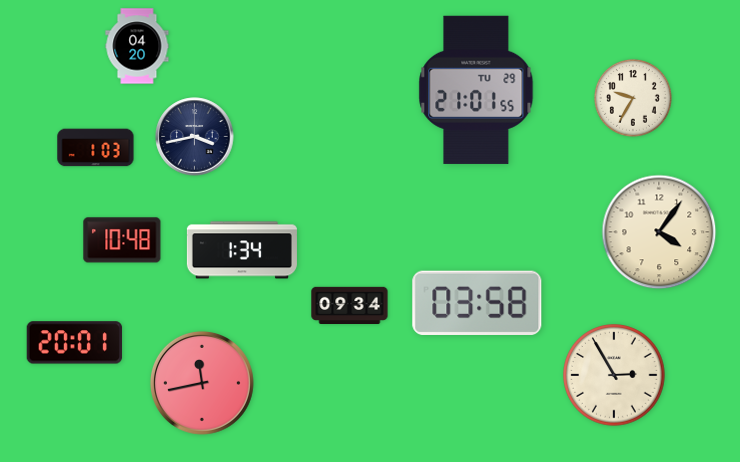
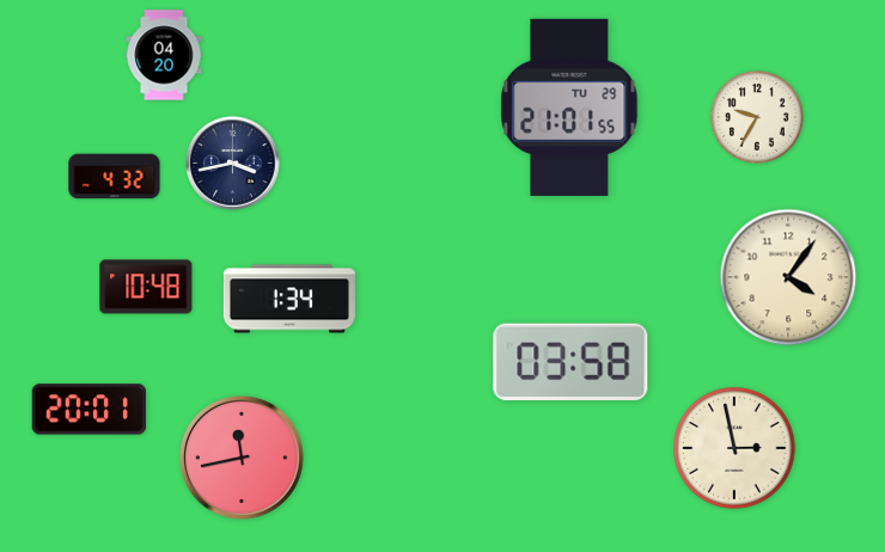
clock at (96, 148): 1:03 -> 4:32
clock at (350, 306): 09:34 -> none
clock at (614, 375): 2:55 -> 2:58
